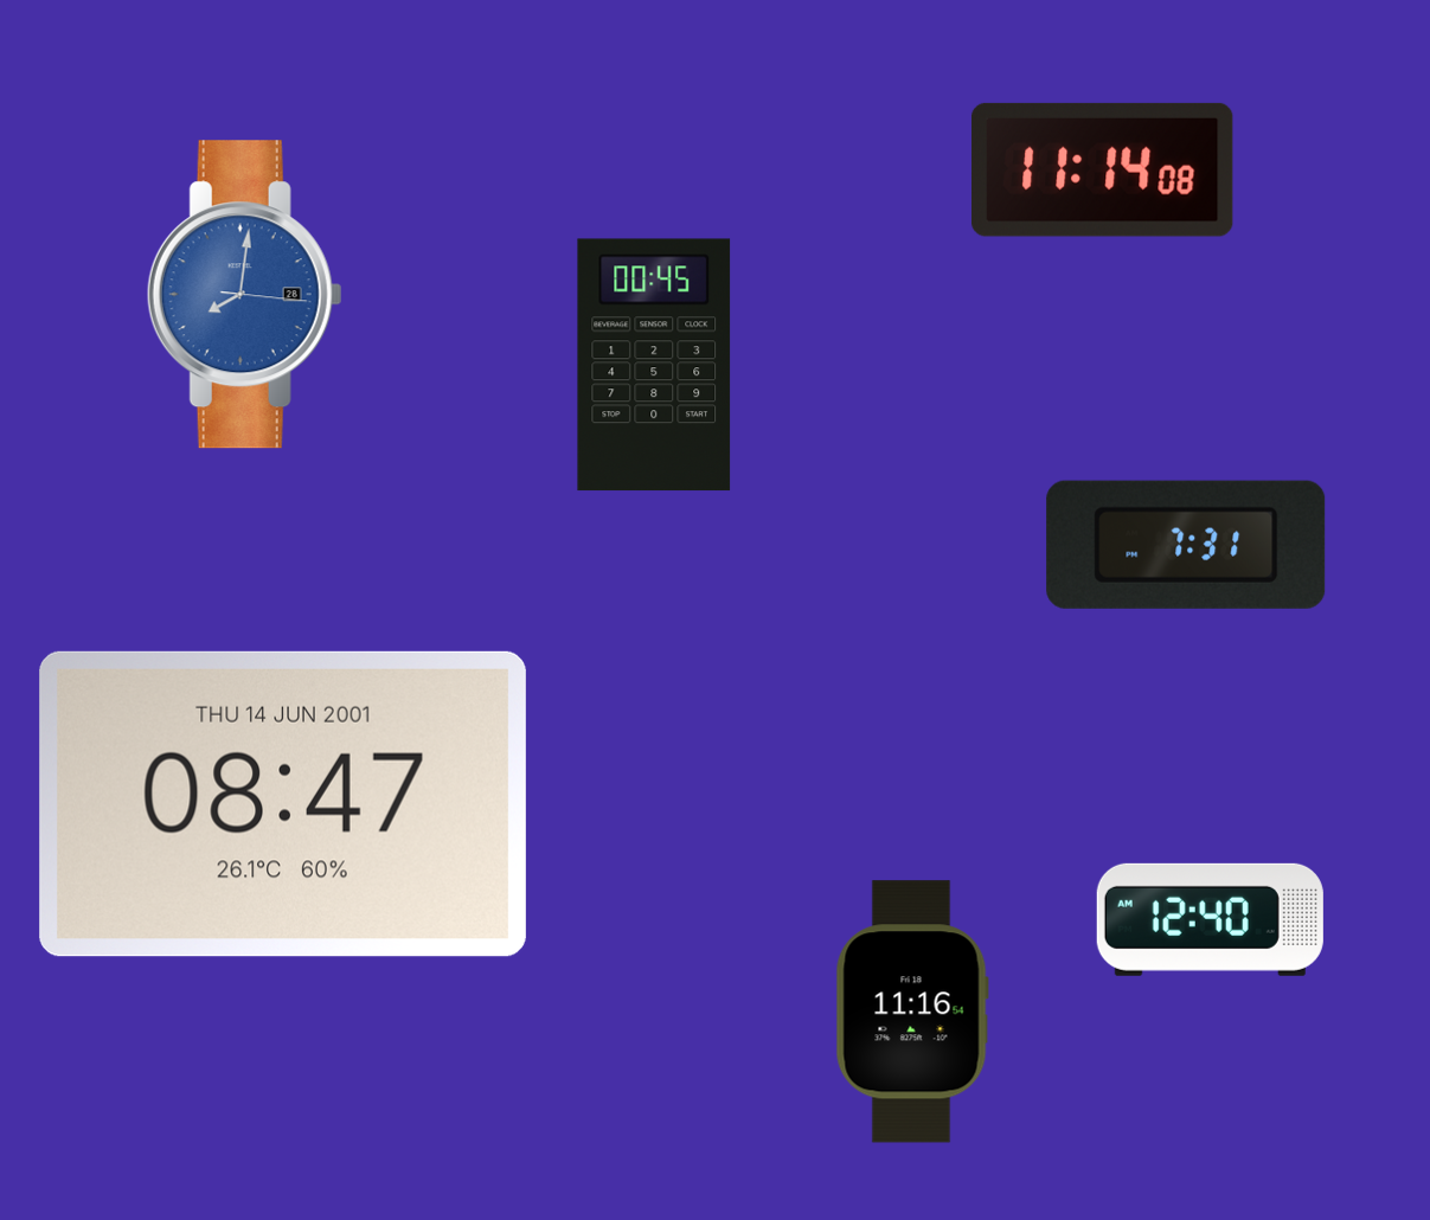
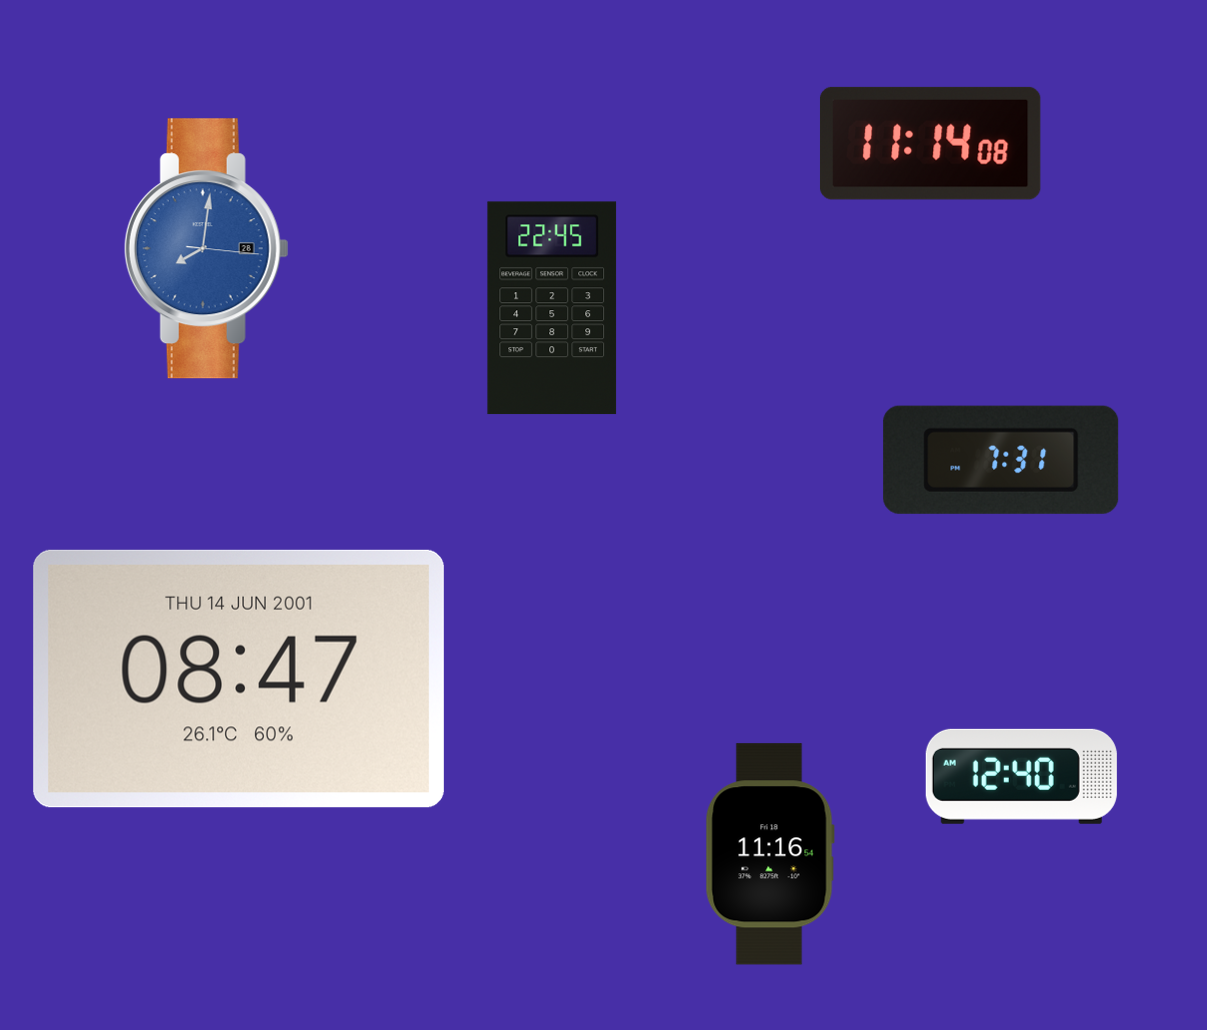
clock at (654, 365): 00:45 -> 22:45
